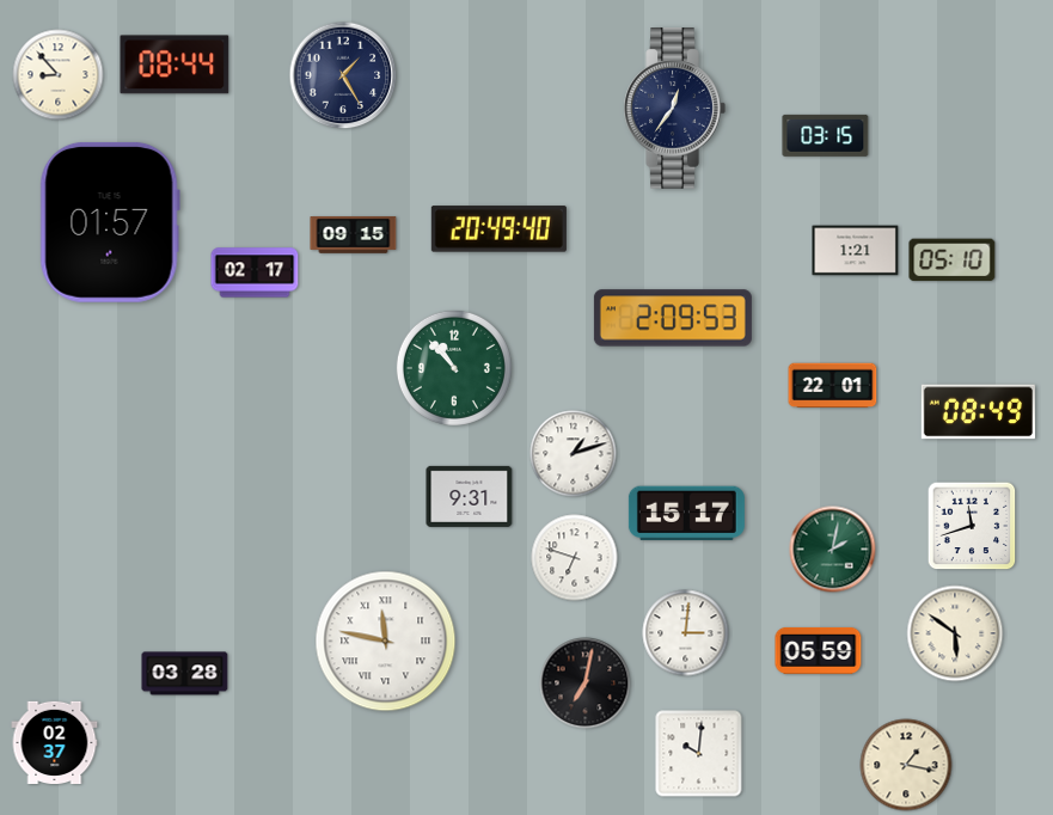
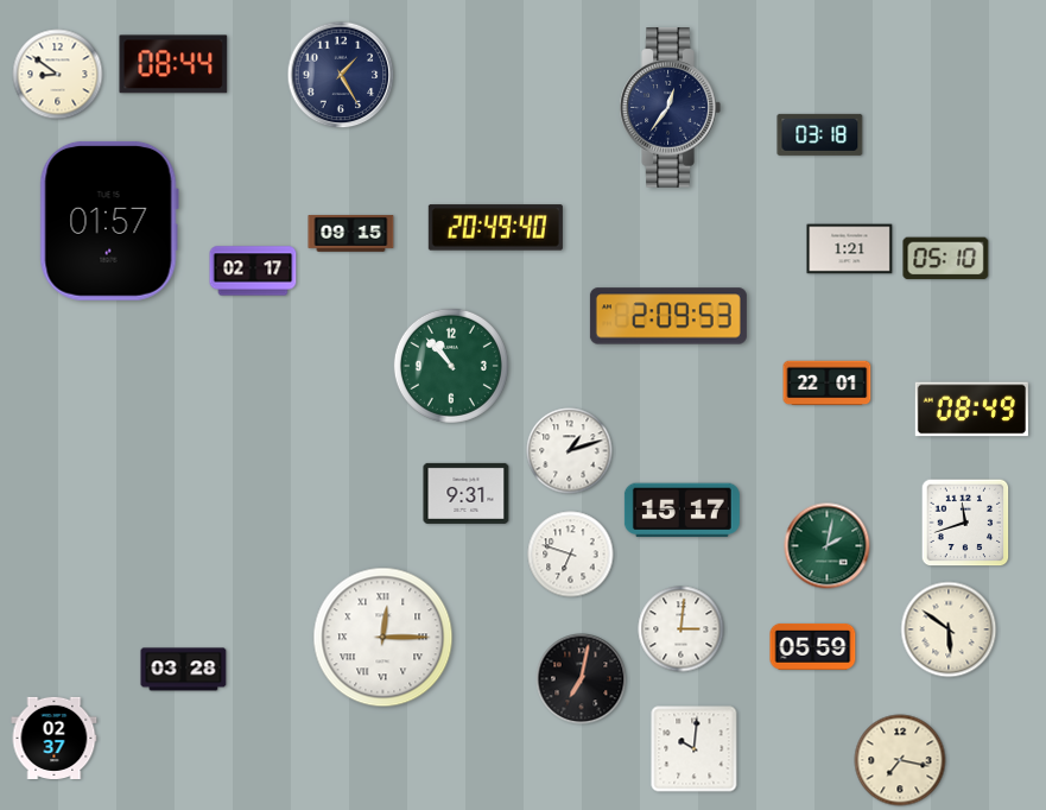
clock at (59, 75): 8:53 -> 8:51
clock at (826, 135): 03:15 -> 03:18
clock at (386, 642): 11:47 -> 12:15
clock at (906, 765): 1:17 -> 7:17
